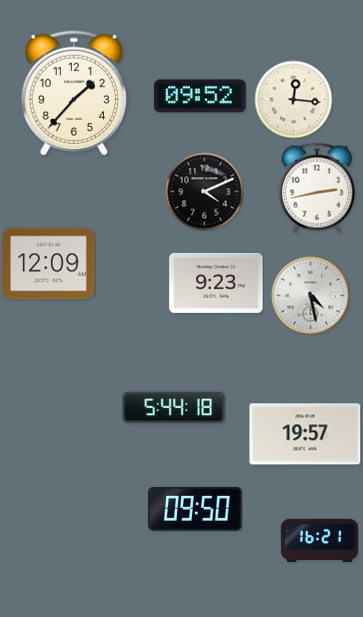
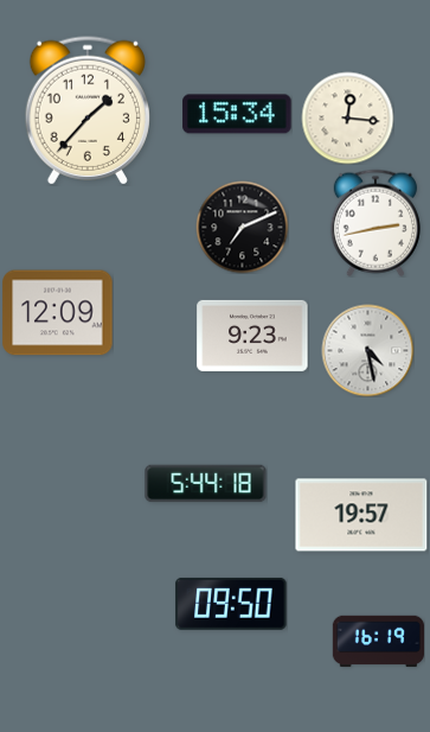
clock at (200, 96): 09:52 -> 15:34
clock at (204, 191): 4:11 -> 7:11
clock at (216, 283) position: (216, 283) -> (252, 336)
clock at (319, 541): 16:21 -> 16:19
